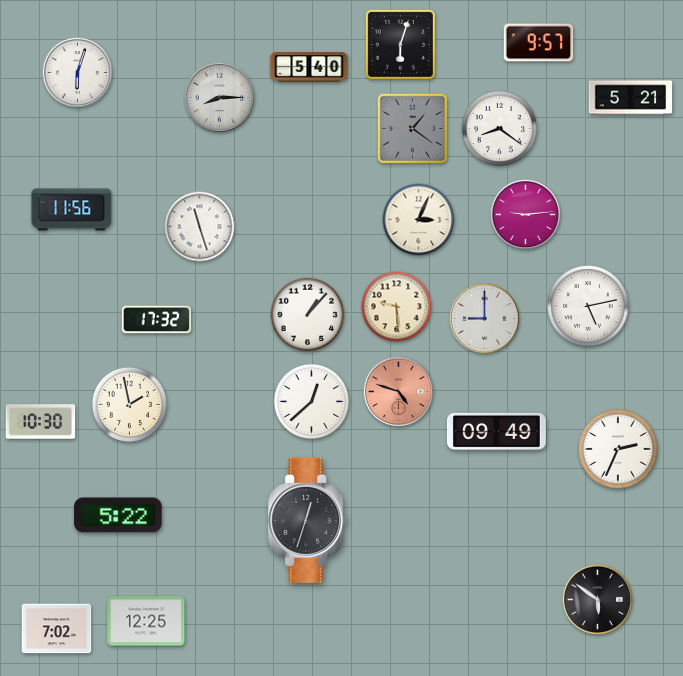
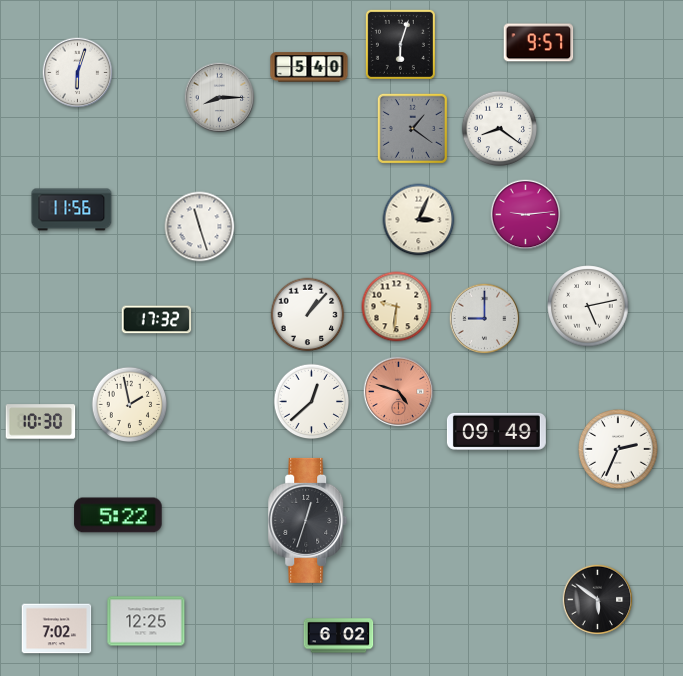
clock at (631, 98): 5:21 -> none
clock at (397, 307): 9:29 -> 9:31
clock at (339, 636): none -> 6:02
